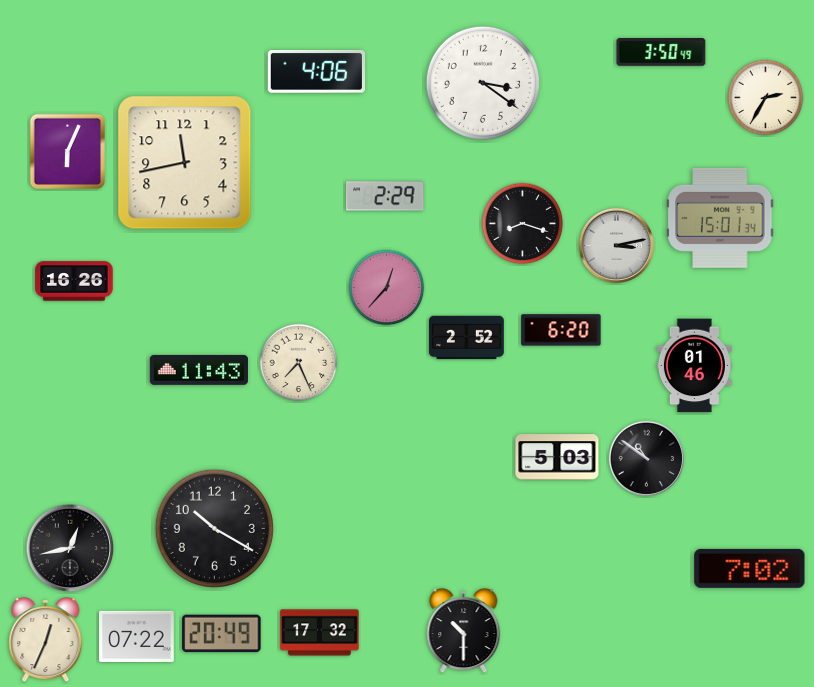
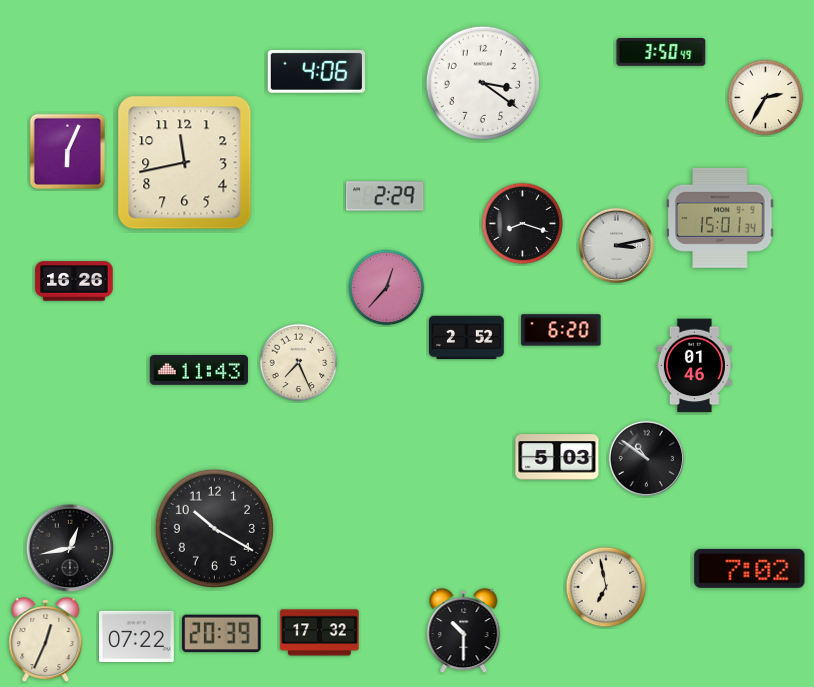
clock at (606, 587): none -> 6:58
clock at (222, 634): 20:49 -> 20:39
